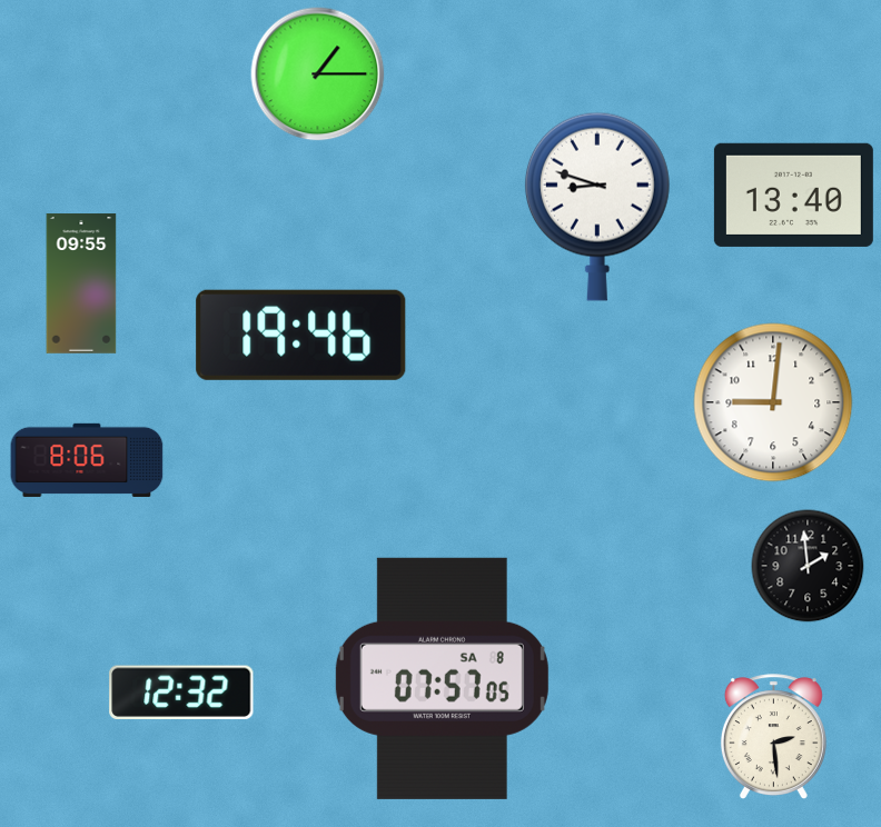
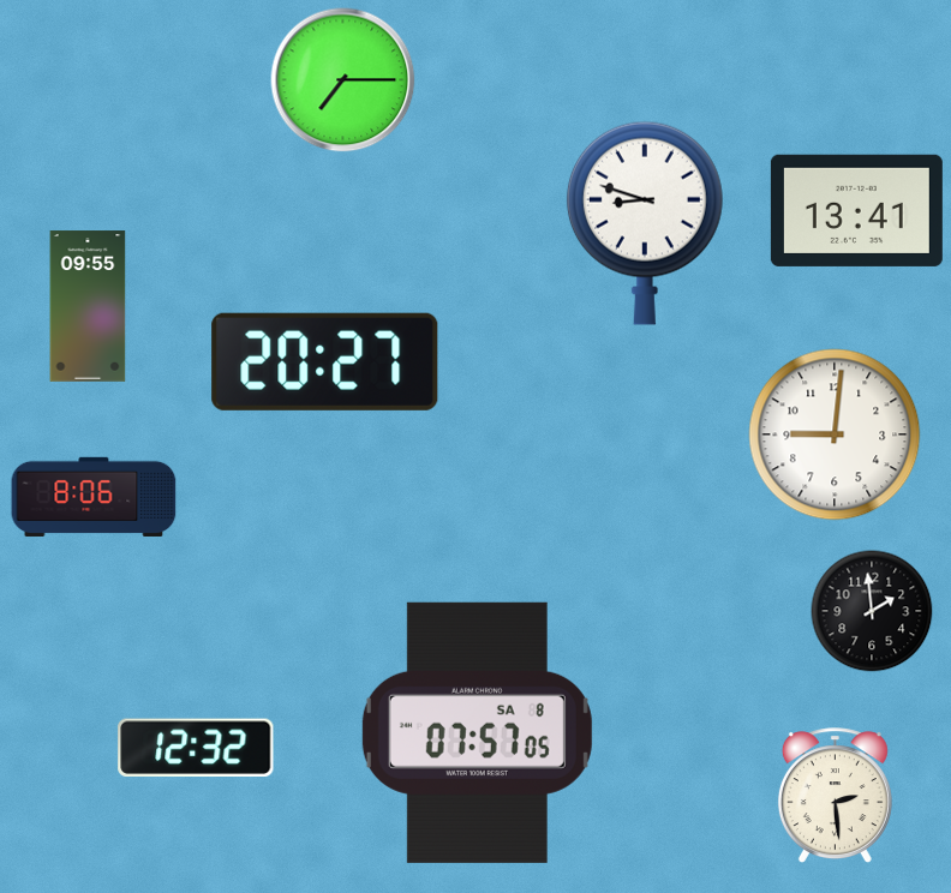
clock at (318, 74): 1:15 -> 7:15
clock at (793, 195): 13:40 -> 13:41
clock at (301, 335): 19:46 -> 20:27
